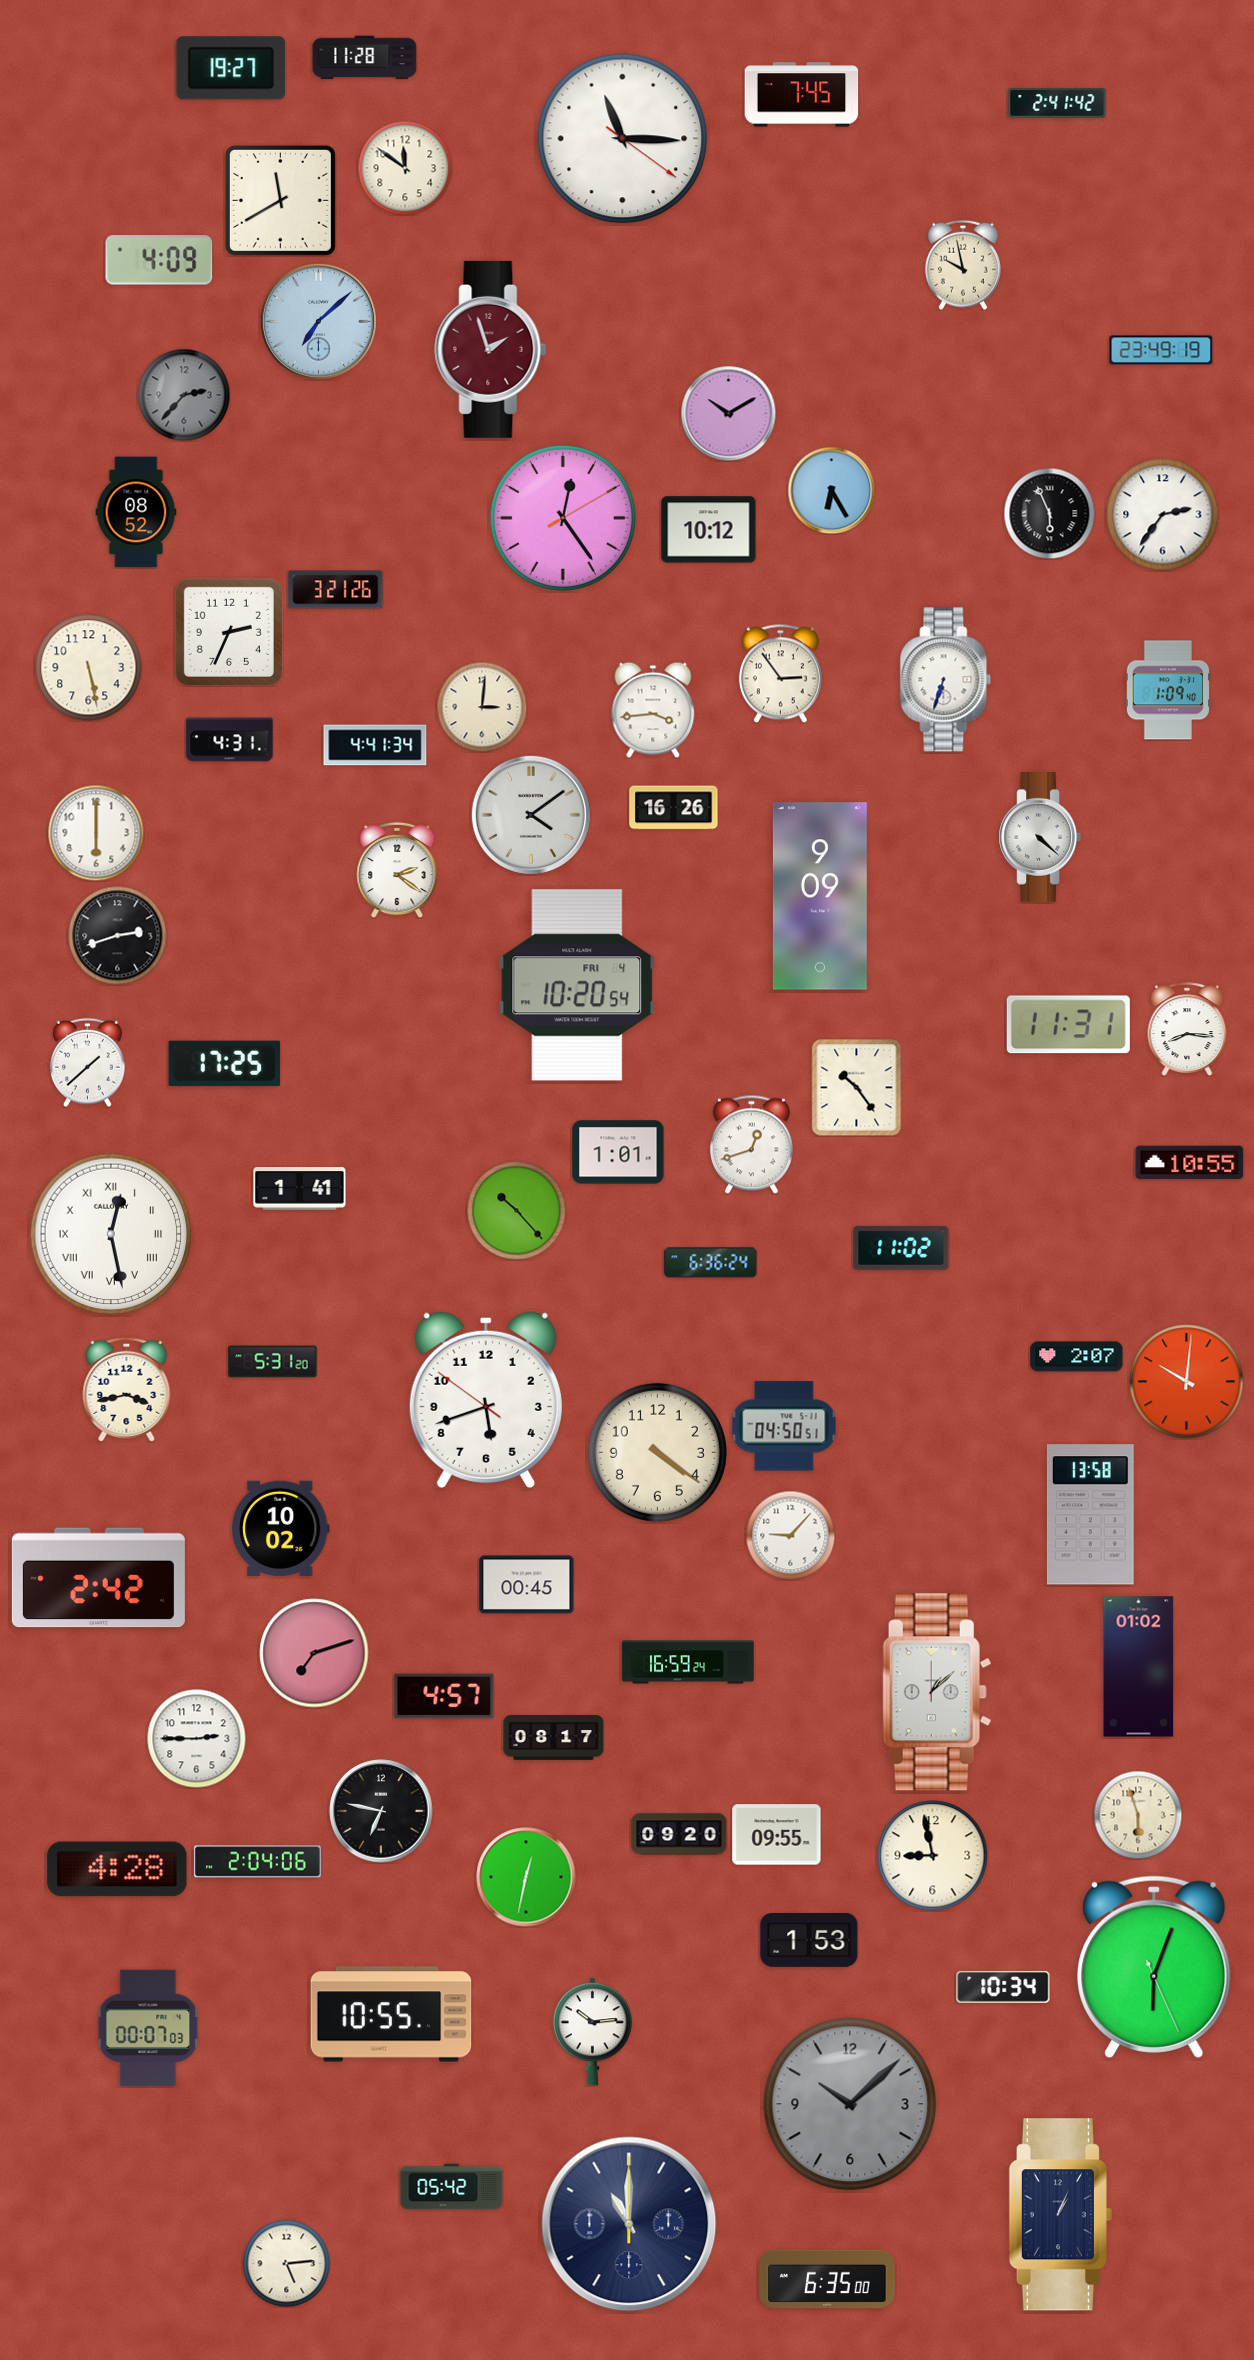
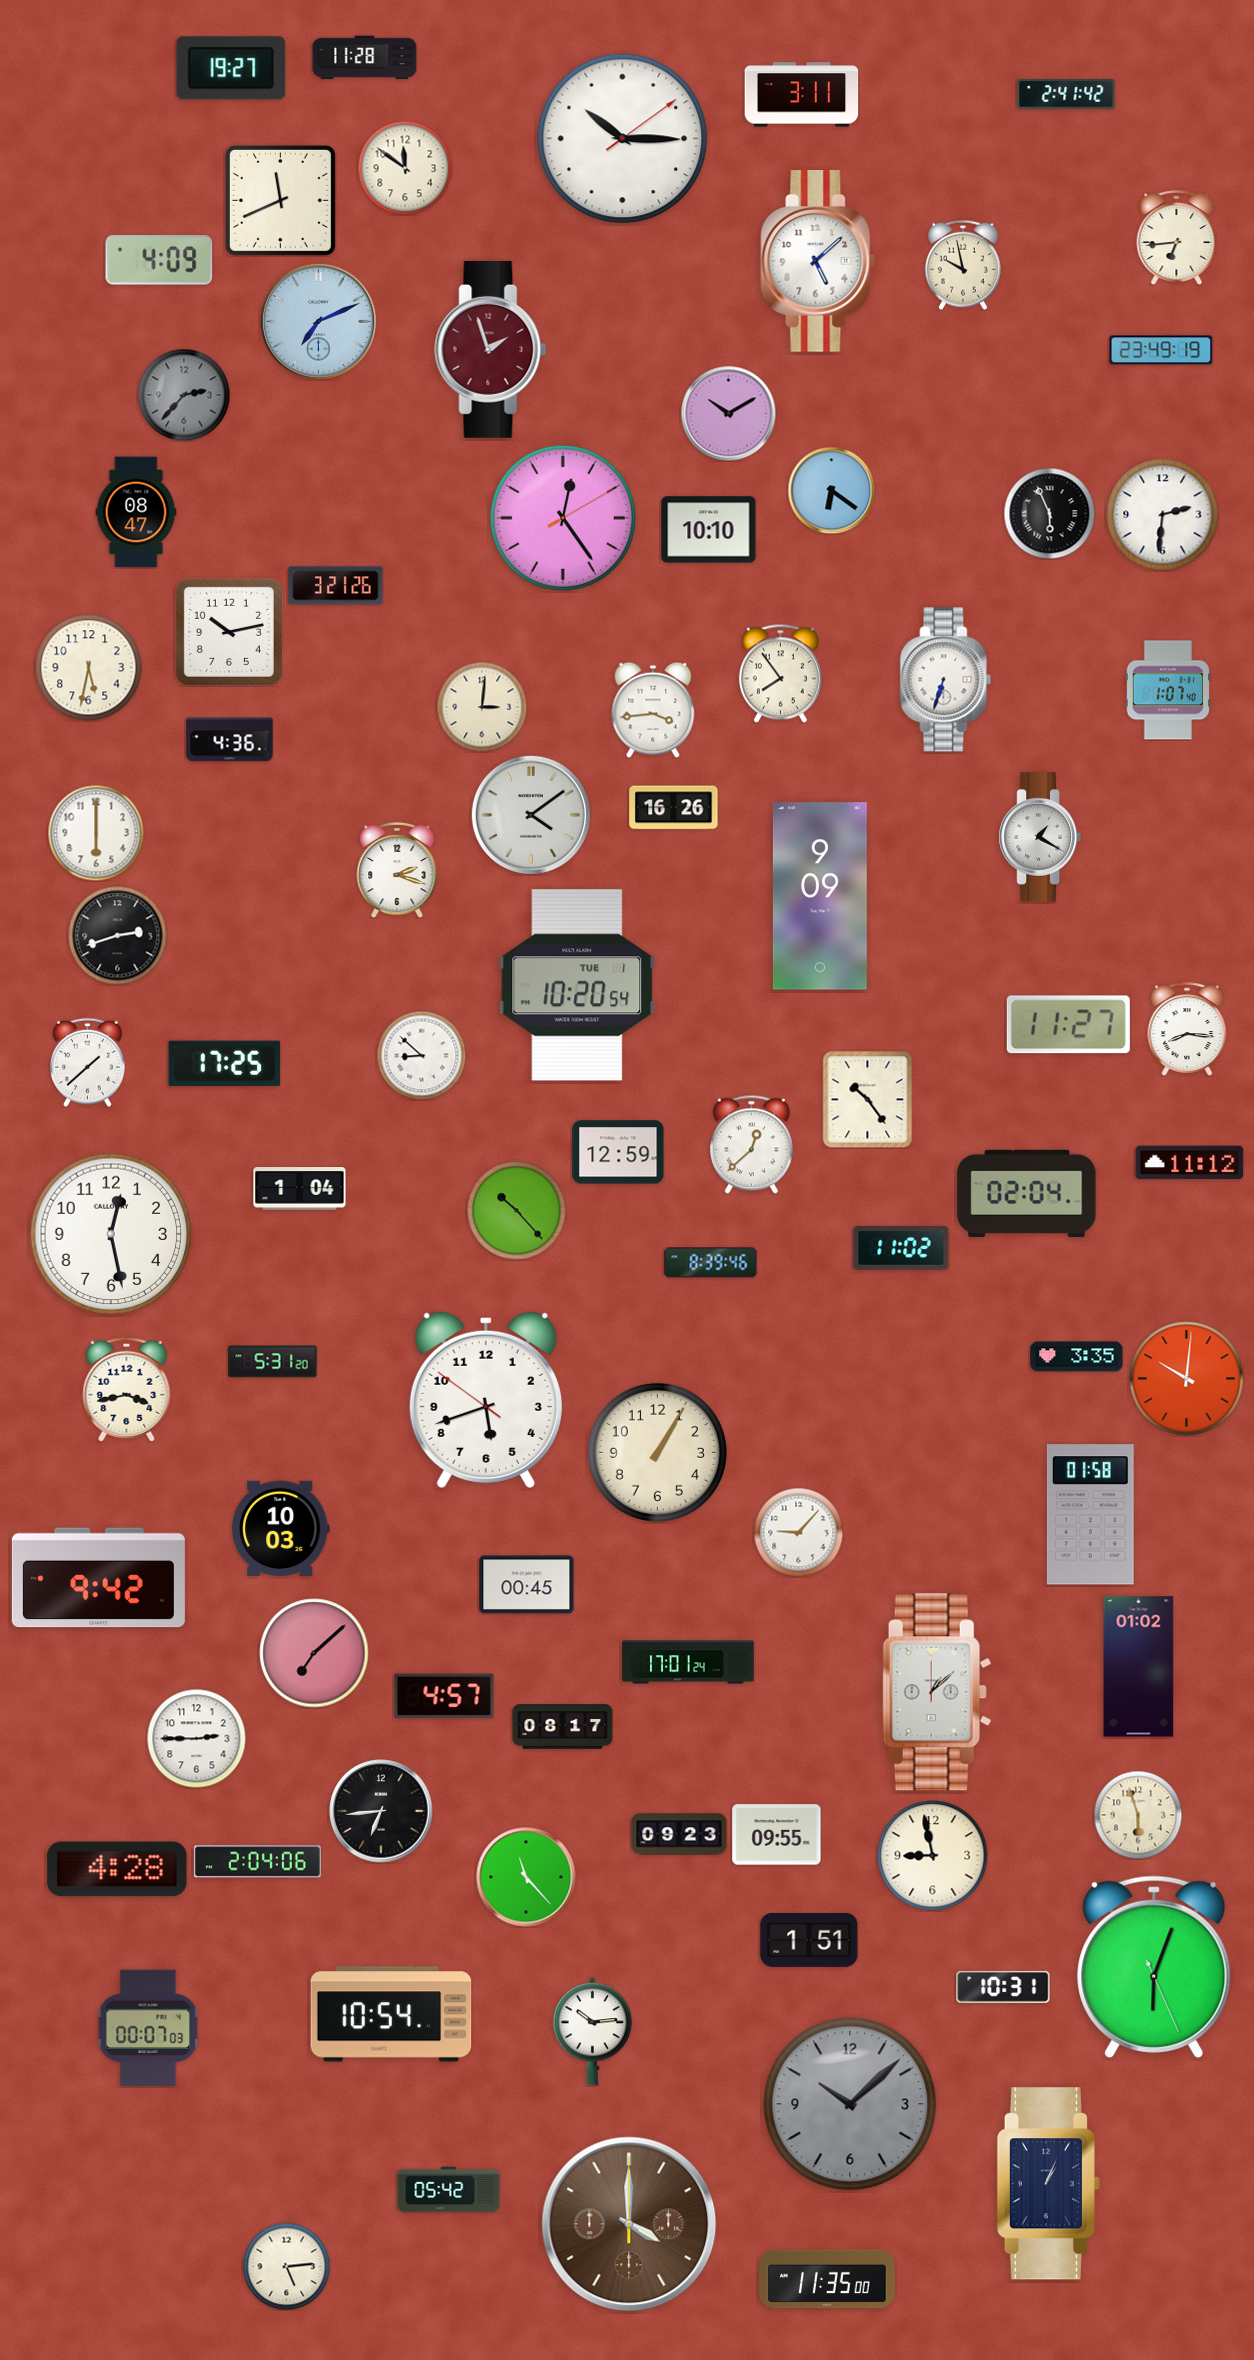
clock at (802, 95): 7:45 -> 3:11
clock at (1057, 103) position: (1057, 103) -> (1066, 94)
clock at (623, 139): 11:15 -> 10:15
clock at (280, 200): 11:40 -> 11:41
clock at (1177, 238): none -> 6:44
clock at (818, 262): none -> 5:08
clock at (318, 321): 7:08 -> 7:11
clock at (831, 490): 6:25 -> 6:21
clock at (136, 512): 08:52 -> 08:47
clock at (1163, 515): 2:36 -> 2:31
clock at (709, 530): 10:12 -> 10:10
clock at (336, 590) position: (336, 590) -> (336, 586)
clock at (229, 632): 2:34 -> 10:13
clock at (89, 668): 5:28 -> 5:32
clock at (780, 673): 2:54 -> 7:54
clock at (1167, 690): 1:09 -> 1:07
clock at (230, 740): 4:31 -> 4:36
clock at (375, 745): 4:41 -> none
clock at (1039, 838): 4:22 -> 1:20
clock at (397, 870): 2:21 -> 2:18
clock at (577, 985) date: FRI 4 -> TUE 1
clock at (1068, 1025): 11:31 -> 11:27
clock at (421, 1055): none -> 8:52
clock at (857, 1088) position: (857, 1088) -> (868, 1100)
clock at (751, 1144): 12:42 -> 12:38
clock at (618, 1152): 1:01 -> 12:59
clock at (1190, 1163): 10:55 -> 11:12
clock at (300, 1189): 1:41 -> 1:04
clock at (1027, 1193): none -> 02:04
clock at (111, 1234) numerals: Roman -> Arabic
clock at (711, 1263): 6:36 -> 8:39
clock at (1077, 1357): 2:07 -> 3:35
clock at (1187, 1382) position: (1187, 1382) -> (1187, 1379)
clock at (784, 1426): 04:50 -> none
clock at (657, 1452): 4:21 -> 1:05
clock at (1090, 1515): 13:58 -> 01:58
clock at (281, 1528): 10:02 -> 10:03
clock at (790, 1535) position: (790, 1535) -> (798, 1532)
clock at (98, 1578): 2:42 -> 9:42
clock at (314, 1653): 7:12 -> 7:08
clock at (688, 1662): 16:59 -> 17:01
clock at (554, 1738) position: (554, 1738) -> (563, 1727)
clock at (381, 1811): 6:47 -> 6:44
clock at (679, 1834): 09:20 -> 09:23
clock at (526, 1877): 12:32 -> 11:23
clock at (809, 1940): 1:53 -> 1:51
clock at (1003, 1987): 10:34 -> 10:31
clock at (391, 2014): 10:55 -> 10:54
clock at (452, 2187) position: (452, 2187) -> (449, 2190)
clock at (1060, 2215) position: (1060, 2215) -> (1048, 2184)
clock at (629, 2224): 11:00 -> 4:00
clock at (629, 2224) dial: navy -> brown
clock at (286, 2263) position: (286, 2263) -> (286, 2266)
clock at (827, 2279): 6:35 -> 11:35
